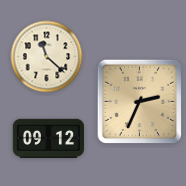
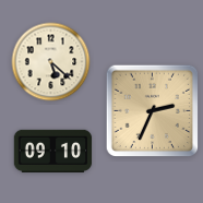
clock at (47, 57): 11:22 -> 5:22
clock at (49, 138): 09:12 -> 09:10
